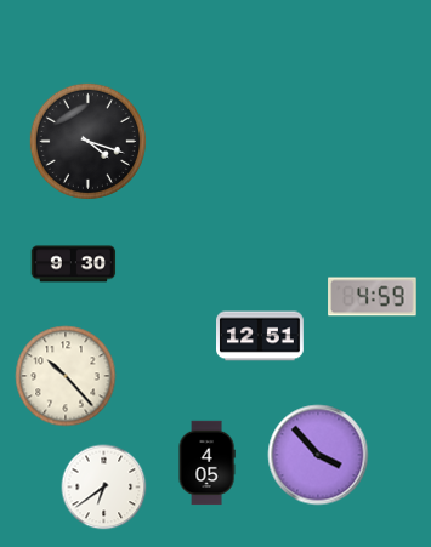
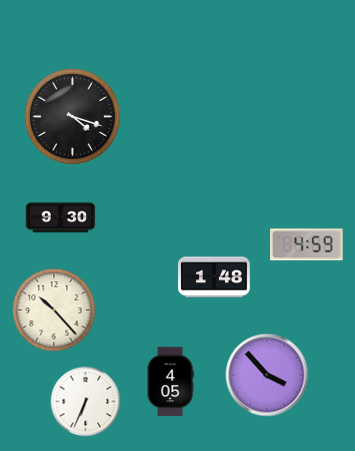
clock at (261, 336): 12:51 -> 1:48
clock at (318, 455) position: (318, 455) -> (267, 375)
clock at (104, 488): 6:39 -> 6:34
